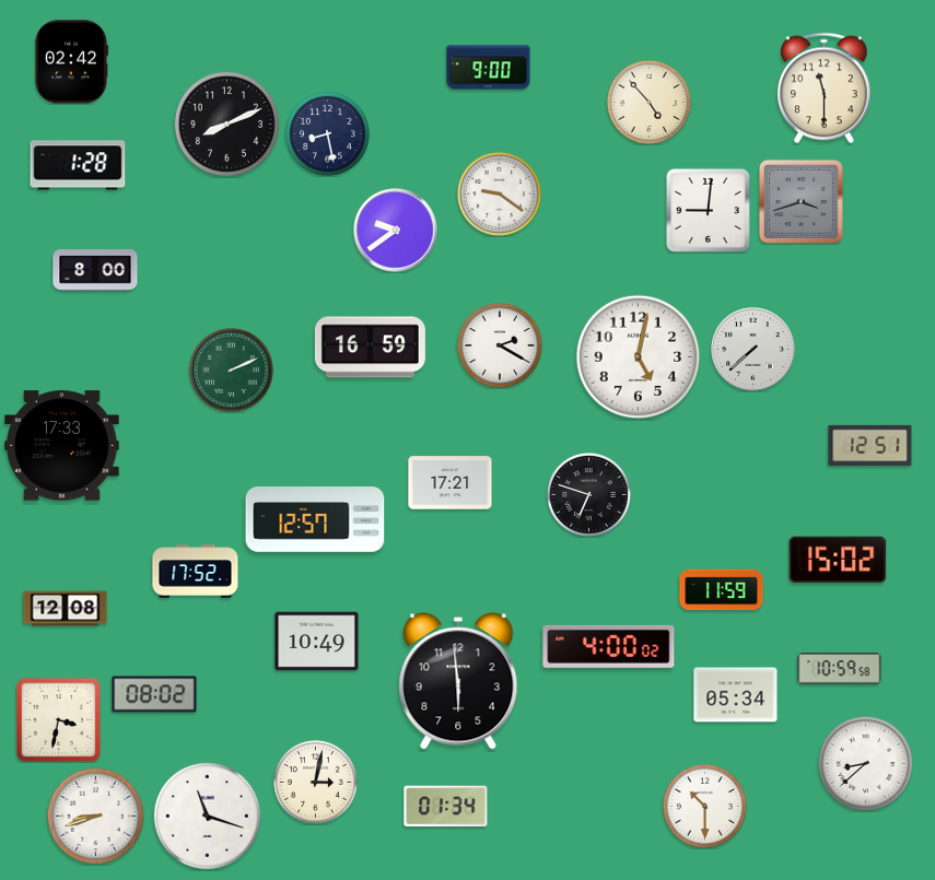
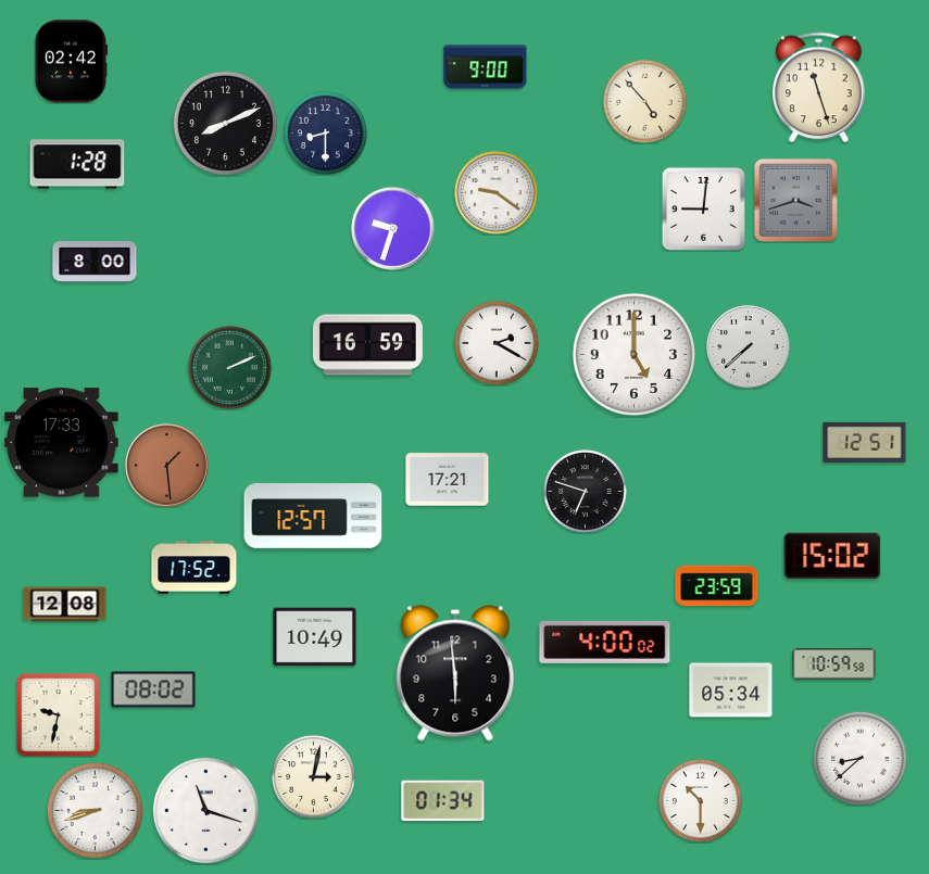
clock at (825, 89): 11:30 -> 11:27
clock at (327, 133): 8:28 -> 8:30
clock at (396, 231): 9:39 -> 9:33
clock at (95, 270) position: (95, 270) -> (95, 262)
clock at (639, 357): 5:02 -> 5:00
clock at (167, 466): none -> 1:29
clock at (722, 590): 11:59 -> 23:59
clock at (458, 681) position: (458, 681) -> (455, 673)
clock at (58, 719): 3:32 -> 9:32
